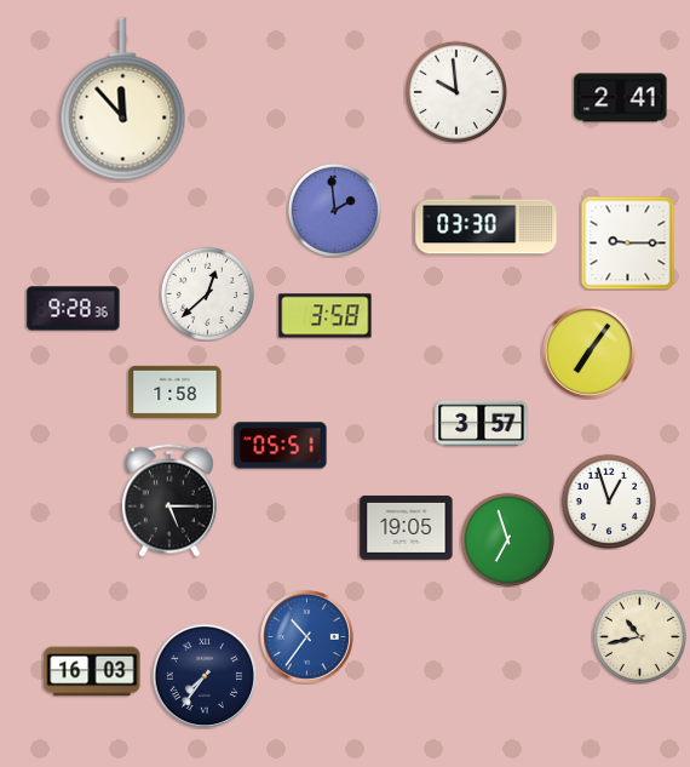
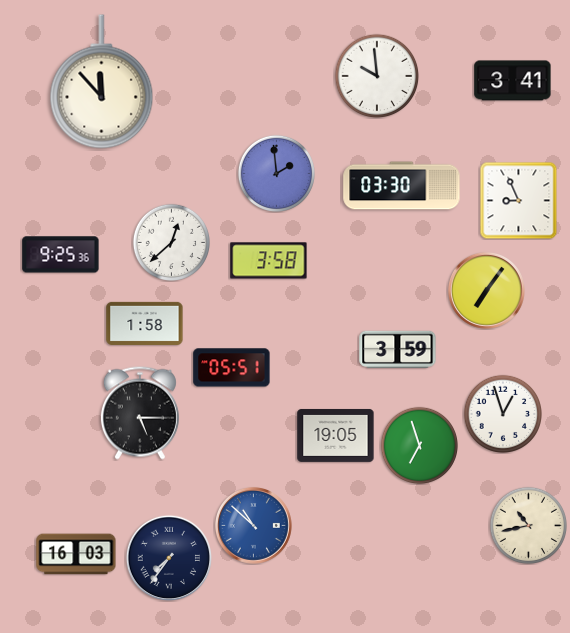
clock at (621, 98): 2:41 -> 3:41
clock at (627, 242): 9:15 -> 8:56
clock at (74, 309): 9:28 -> 9:25
clock at (482, 423): 3:57 -> 3:59
clock at (306, 636): 10:36 -> 10:52
